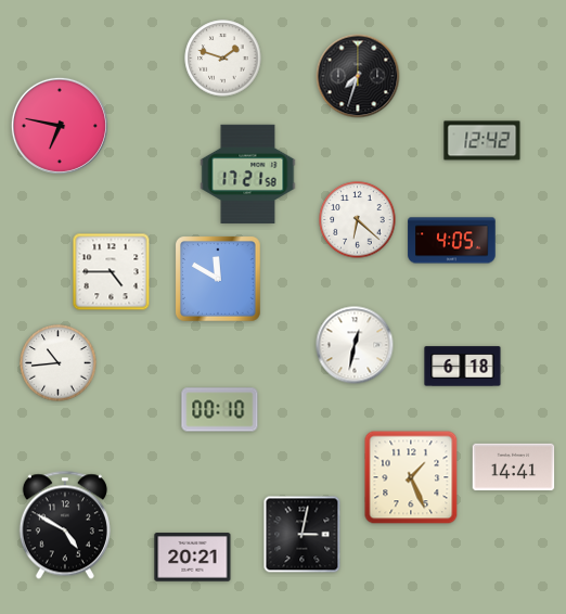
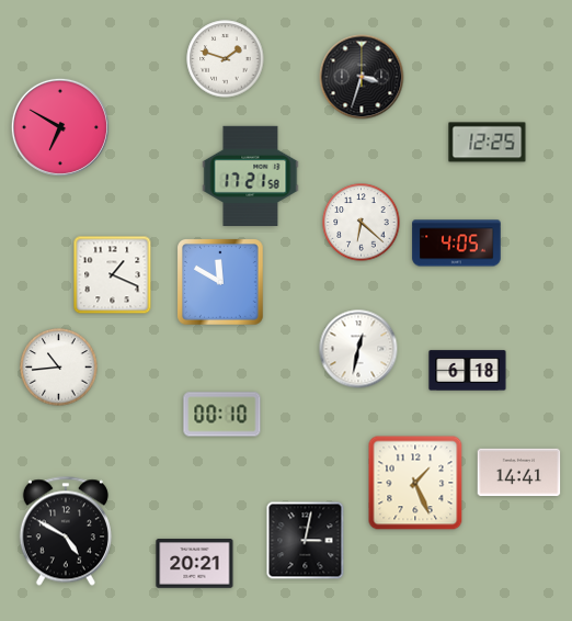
clock at (358, 76): 7:33 -> 3:33
clock at (60, 126): 6:47 -> 6:50
clock at (483, 141): 12:42 -> 12:25
clock at (112, 272): 4:45 -> 1:19
